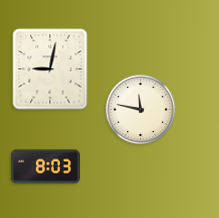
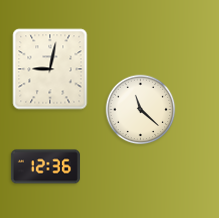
clock at (141, 110): 11:47 -> 11:22
clock at (45, 167): 8:03 -> 12:36
